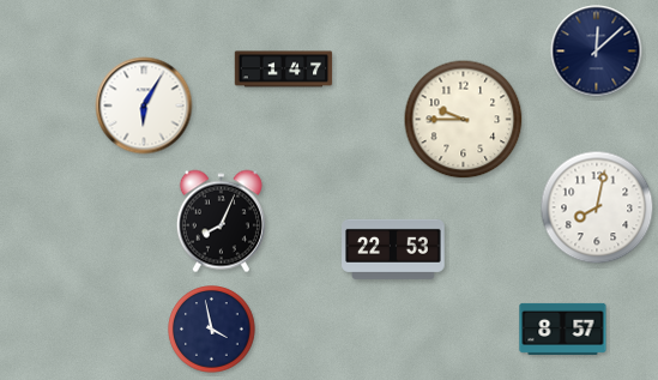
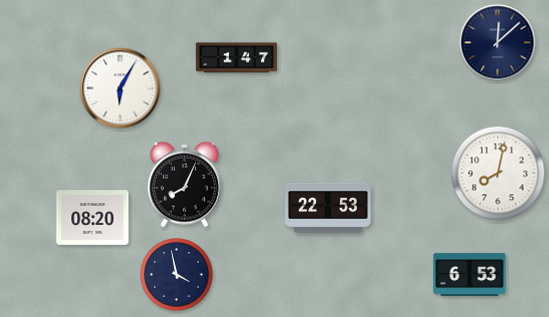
clock at (464, 120): 9:45 -> none
clock at (93, 218): none -> 08:20
clock at (563, 328): 8:57 -> 6:53
